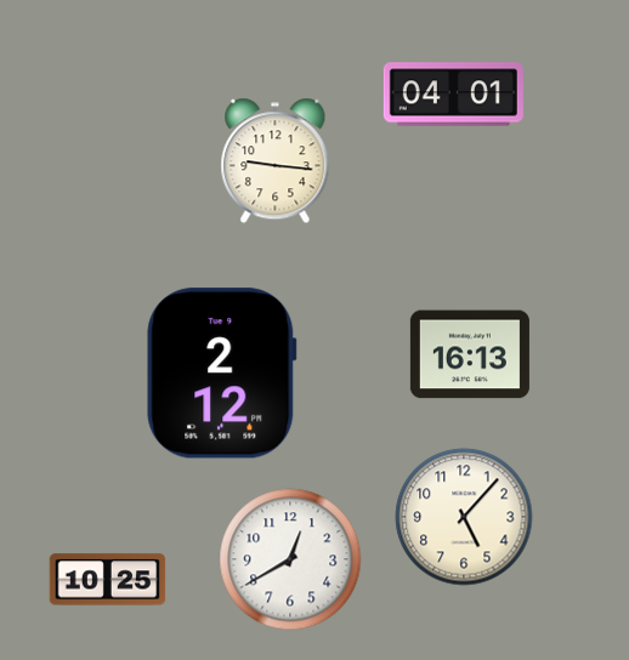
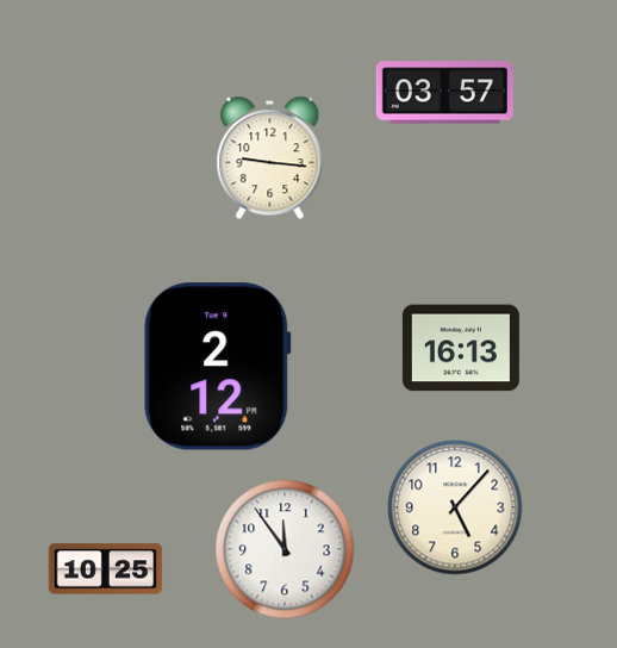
clock at (453, 95): 04:01 -> 03:57
clock at (290, 559): 12:40 -> 11:54
